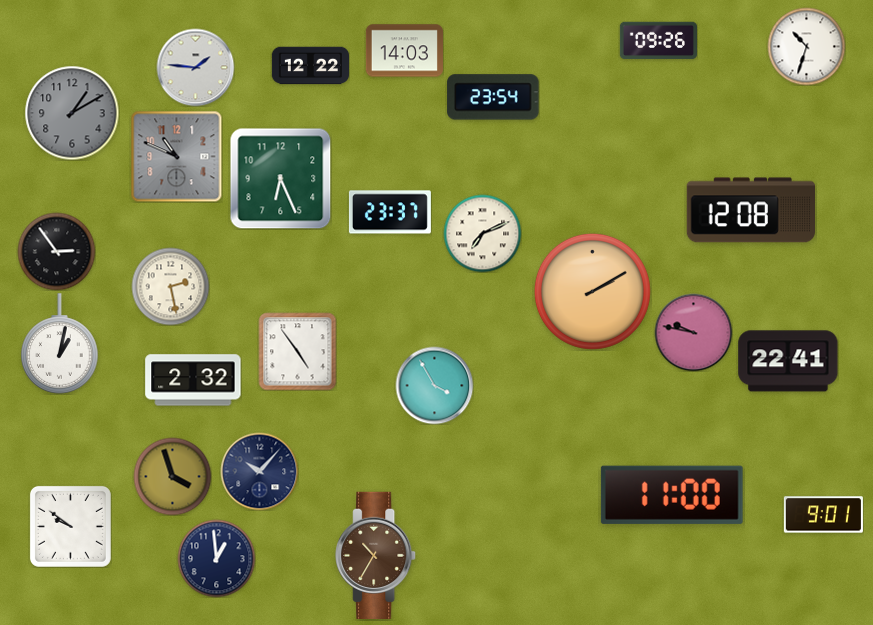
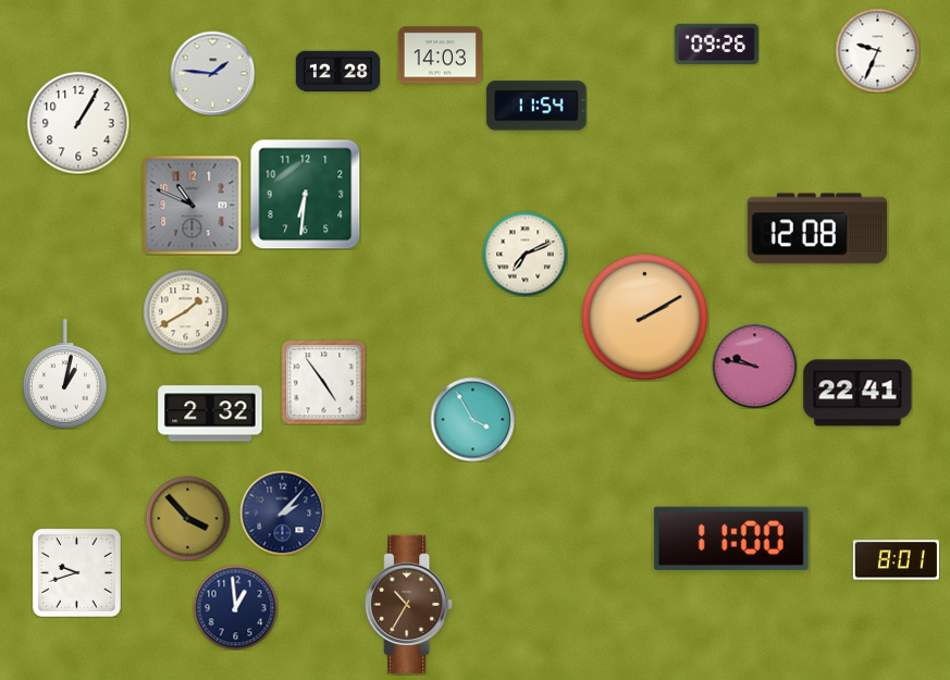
clock at (806, 46): 10:33 -> 9:34
clock at (310, 66): 12:22 -> 12:28
clock at (493, 97): 23:54 -> 11:54
clock at (72, 113): 1:10 -> 1:05
clock at (72, 113) dial: grey -> white
clock at (176, 156) position: (176, 156) -> (192, 205)
clock at (280, 178): 6:26 -> 6:31
clock at (390, 212): 23:37 -> none
clock at (56, 251): 2:54 -> none
clock at (170, 286): 2:28 -> 1:40
clock at (693, 332) position: (693, 332) -> (754, 366)
clock at (259, 471): 10:07 -> 2:07
clock at (172, 476): 3:57 -> 3:53
clock at (823, 515): 9:01 -> 8:01
clock at (70, 526): 9:51 -> 9:42
